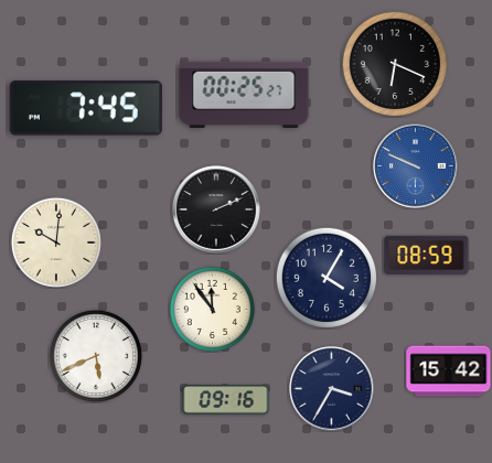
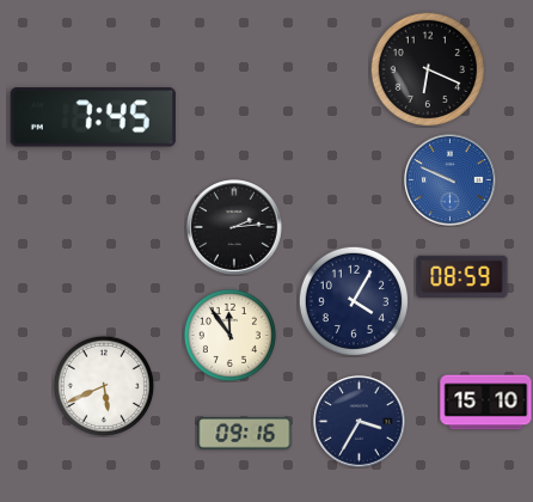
clock at (244, 95): 00:25 -> none
clock at (217, 211): 2:11 -> 2:14
clock at (56, 243): 10:01 -> none
clock at (449, 372): 15:42 -> 15:10
